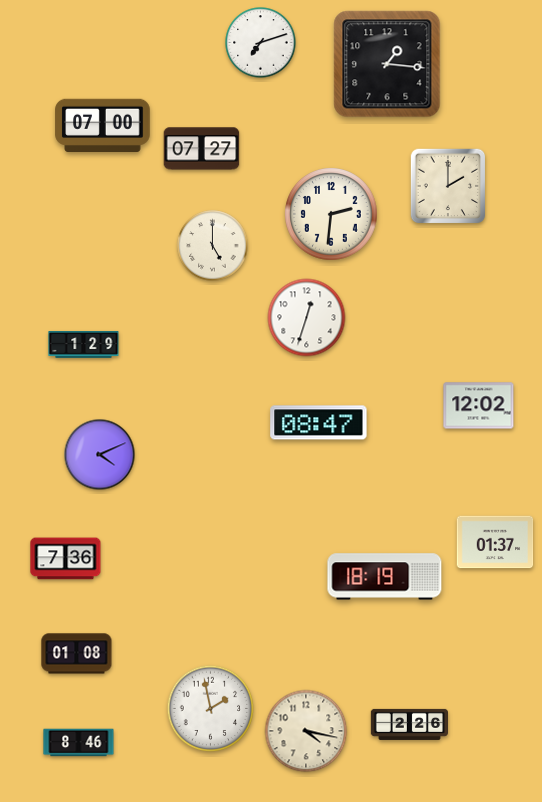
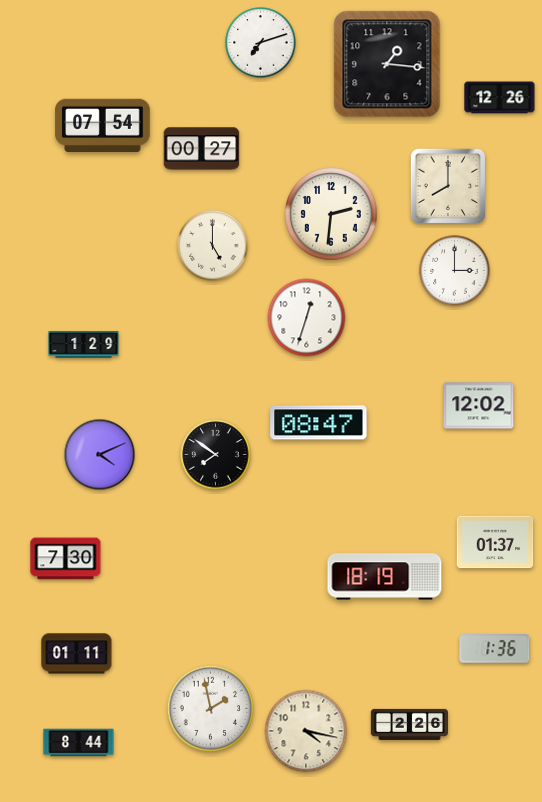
clock at (500, 98): none -> 12:26
clock at (103, 125): 07:00 -> 07:54
clock at (202, 149): 07:27 -> 00:27
clock at (448, 186): 2:00 -> 8:00
clock at (455, 271): none -> 3:00
clock at (216, 455): none -> 7:51
clock at (66, 559): 7:36 -> 7:30
clock at (495, 649): none -> 1:36
clock at (77, 654): 01:08 -> 01:11
clock at (79, 743): 8:46 -> 8:44
